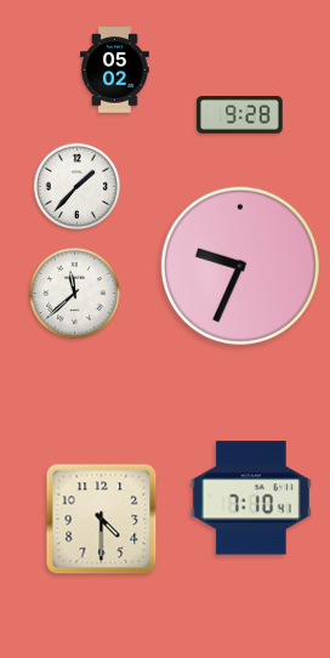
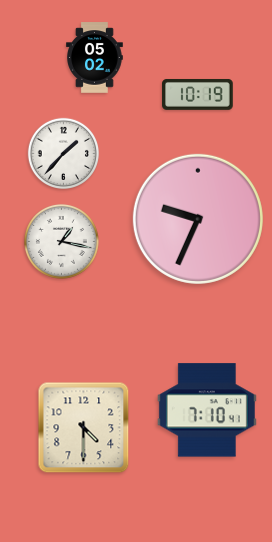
clock at (240, 115): 9:28 -> 10:19
clock at (74, 293): 11:38 -> 1:17
